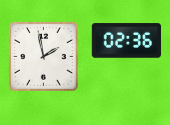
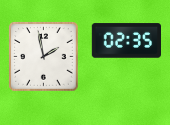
clock at (126, 41): 02:36 -> 02:35
